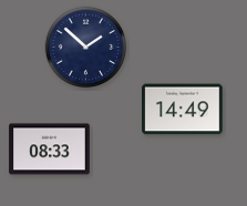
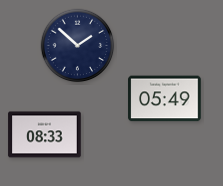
clock at (86, 48) position: (86, 48) -> (78, 46)
clock at (183, 110): 14:49 -> 05:49
